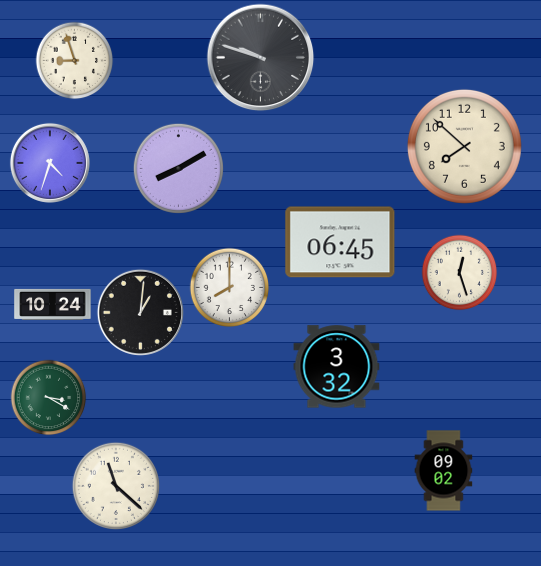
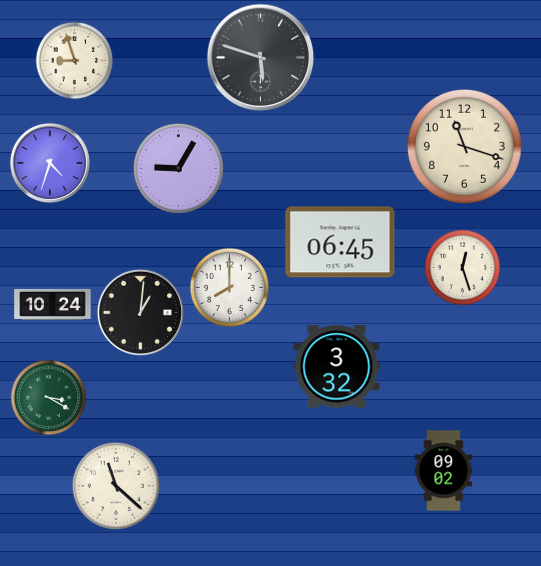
clock at (261, 58): 9:48 -> 5:48
clock at (464, 146): 7:52 -> 11:18
clock at (178, 168): 8:10 -> 9:05
clock at (460, 273) position: (460, 273) -> (463, 268)
